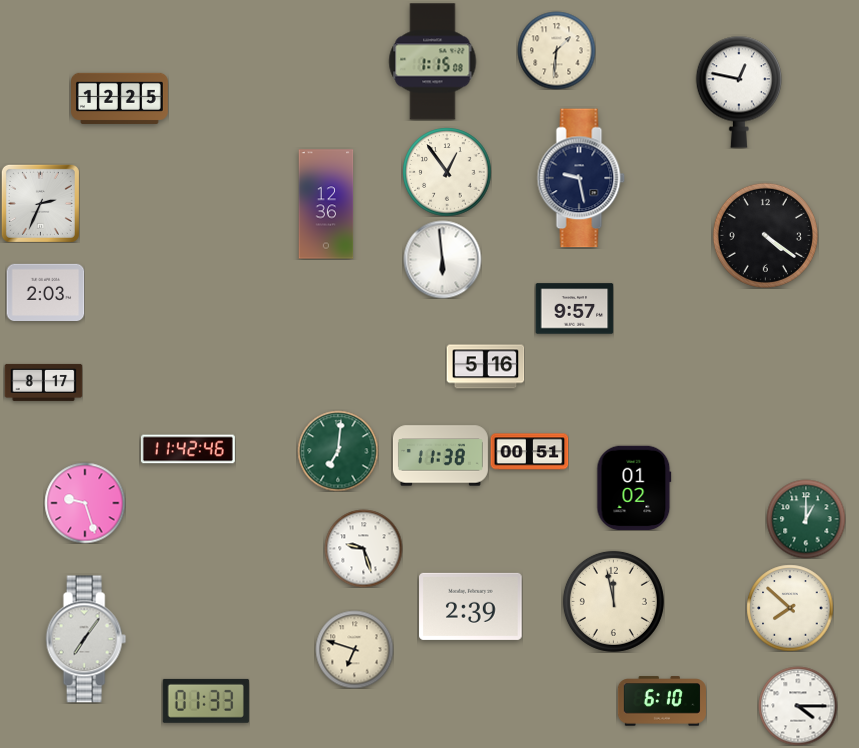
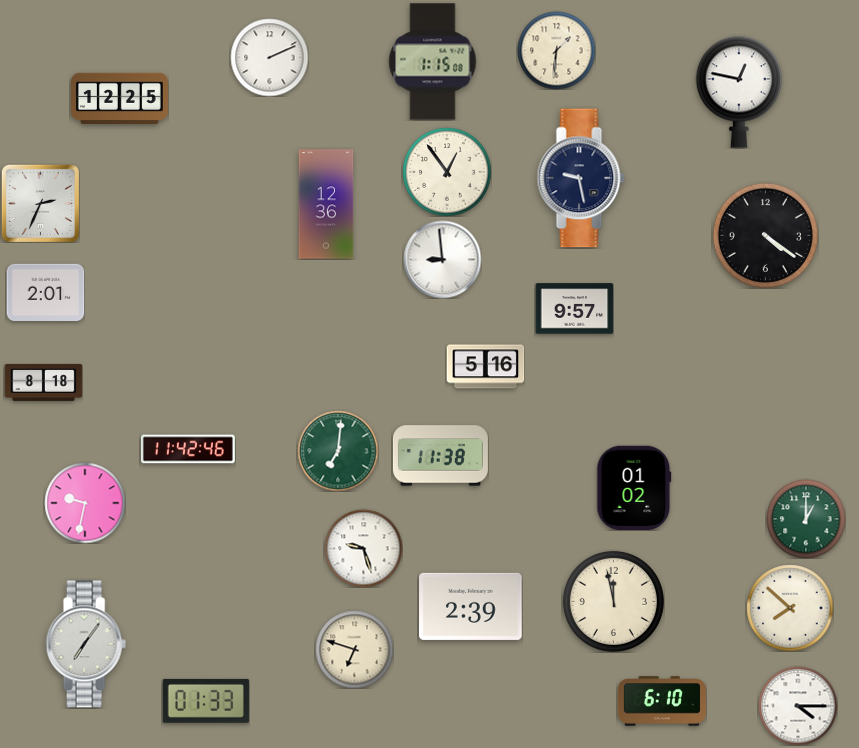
clock at (269, 57): none -> 2:11
clock at (442, 259): 5:59 -> 8:59
clock at (45, 292): 2:03 -> 2:01
clock at (43, 382): 8:17 -> 8:18
clock at (529, 452): 00:51 -> none
clock at (85, 503): 9:27 -> 9:32
clock at (86, 639) position: (86, 639) -> (86, 644)
